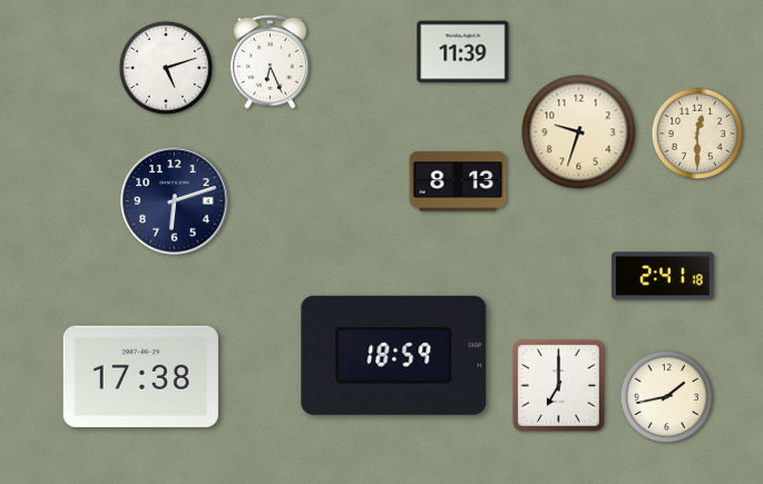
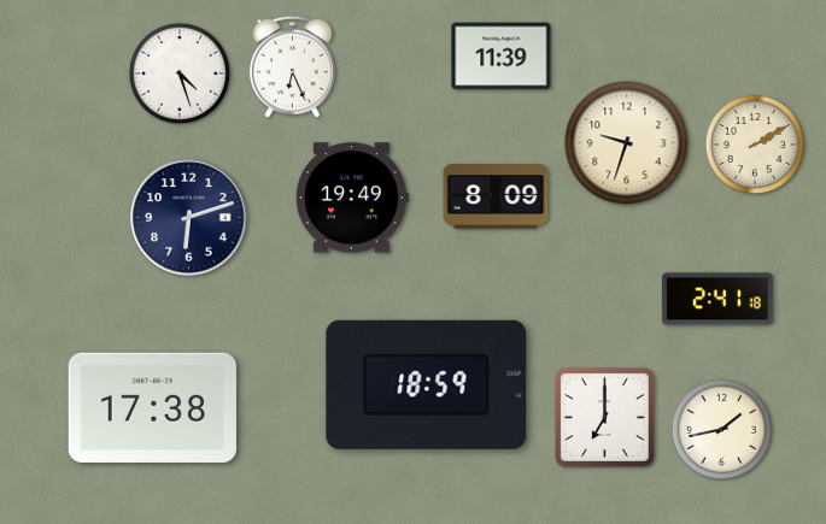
clock at (166, 68): 5:12 -> 4:27
clock at (697, 134): 12:30 -> 2:10
clock at (458, 181): 8:13 -> 8:09
clock at (352, 198): none -> 19:49
